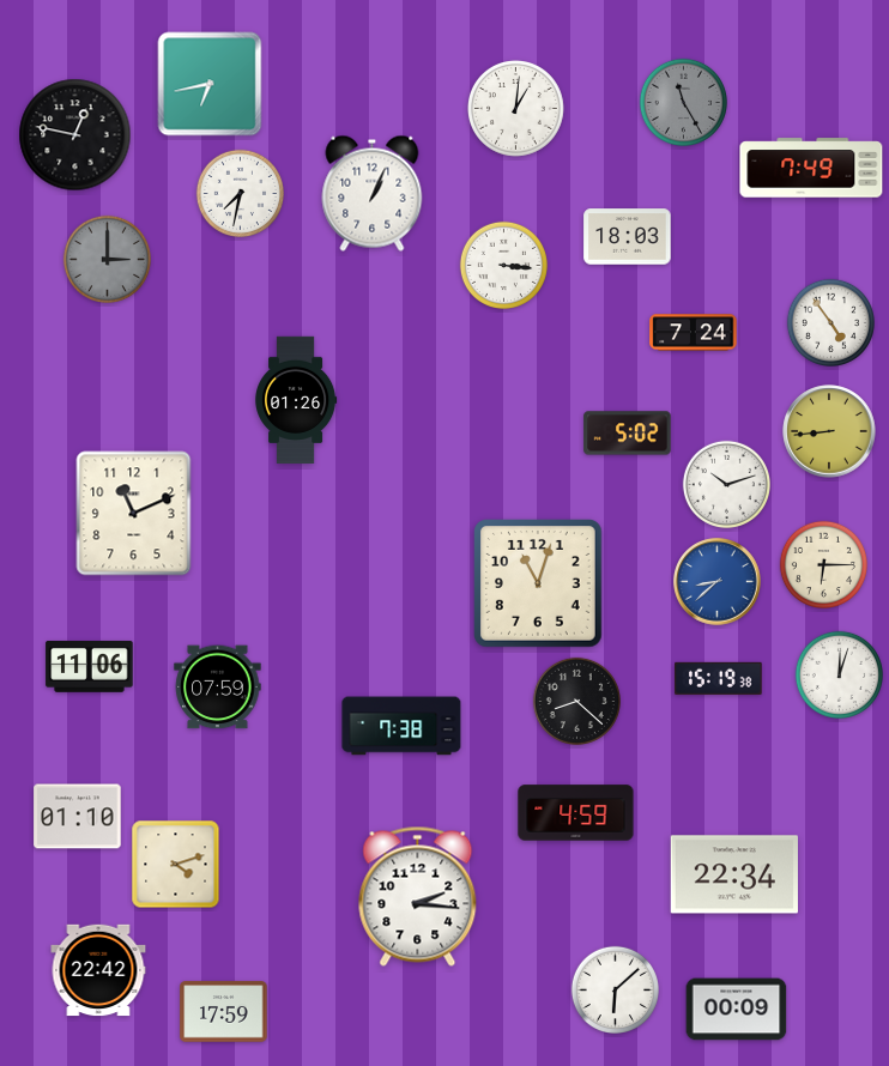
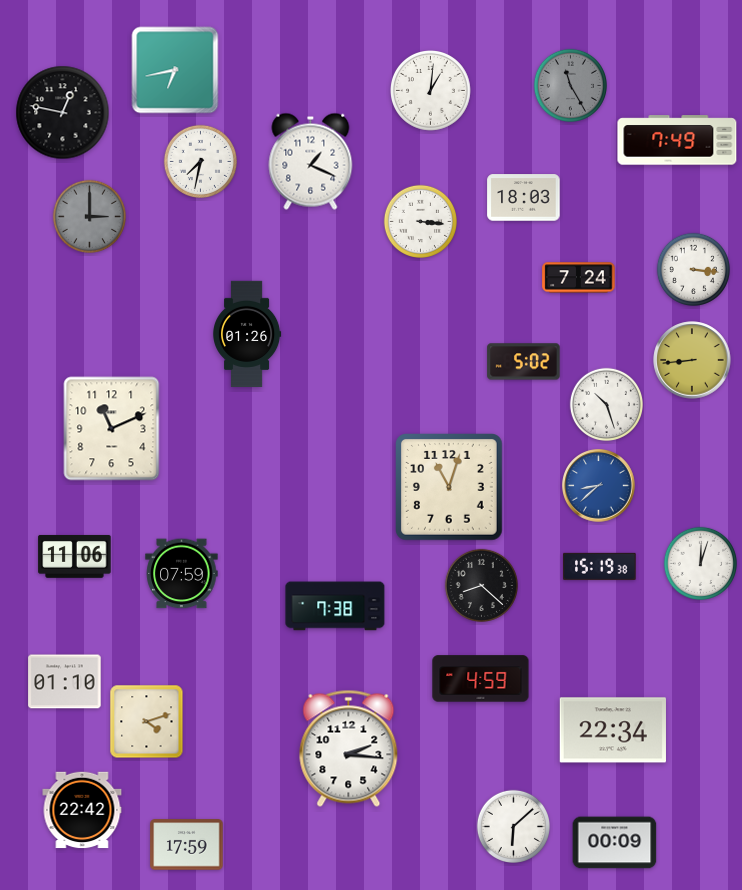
clock at (373, 193): 1:04 -> 1:19
clock at (830, 322): 4:54 -> 3:16
clock at (726, 484): 10:12 -> 10:27
clock at (823, 564): 6:15 -> none
